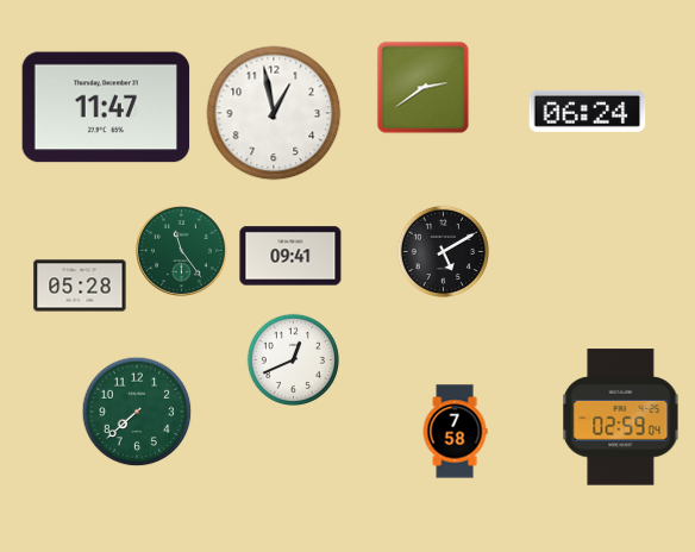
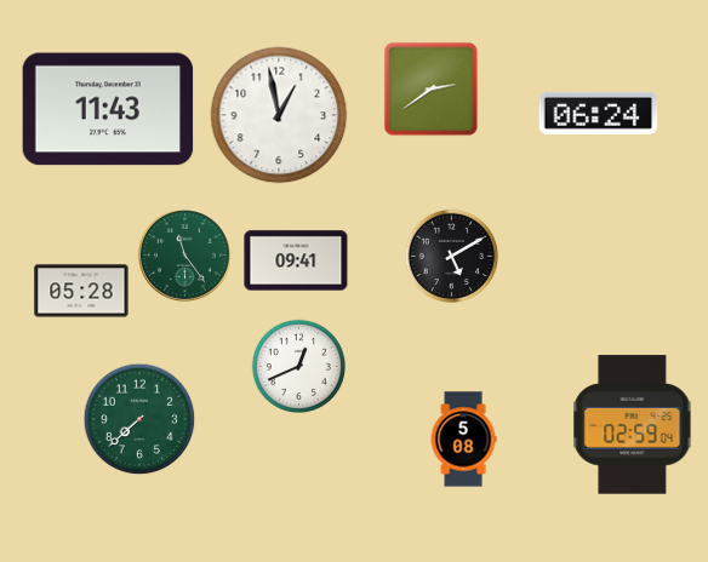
clock at (106, 107): 11:47 -> 11:43
clock at (455, 432): 7:58 -> 5:08
